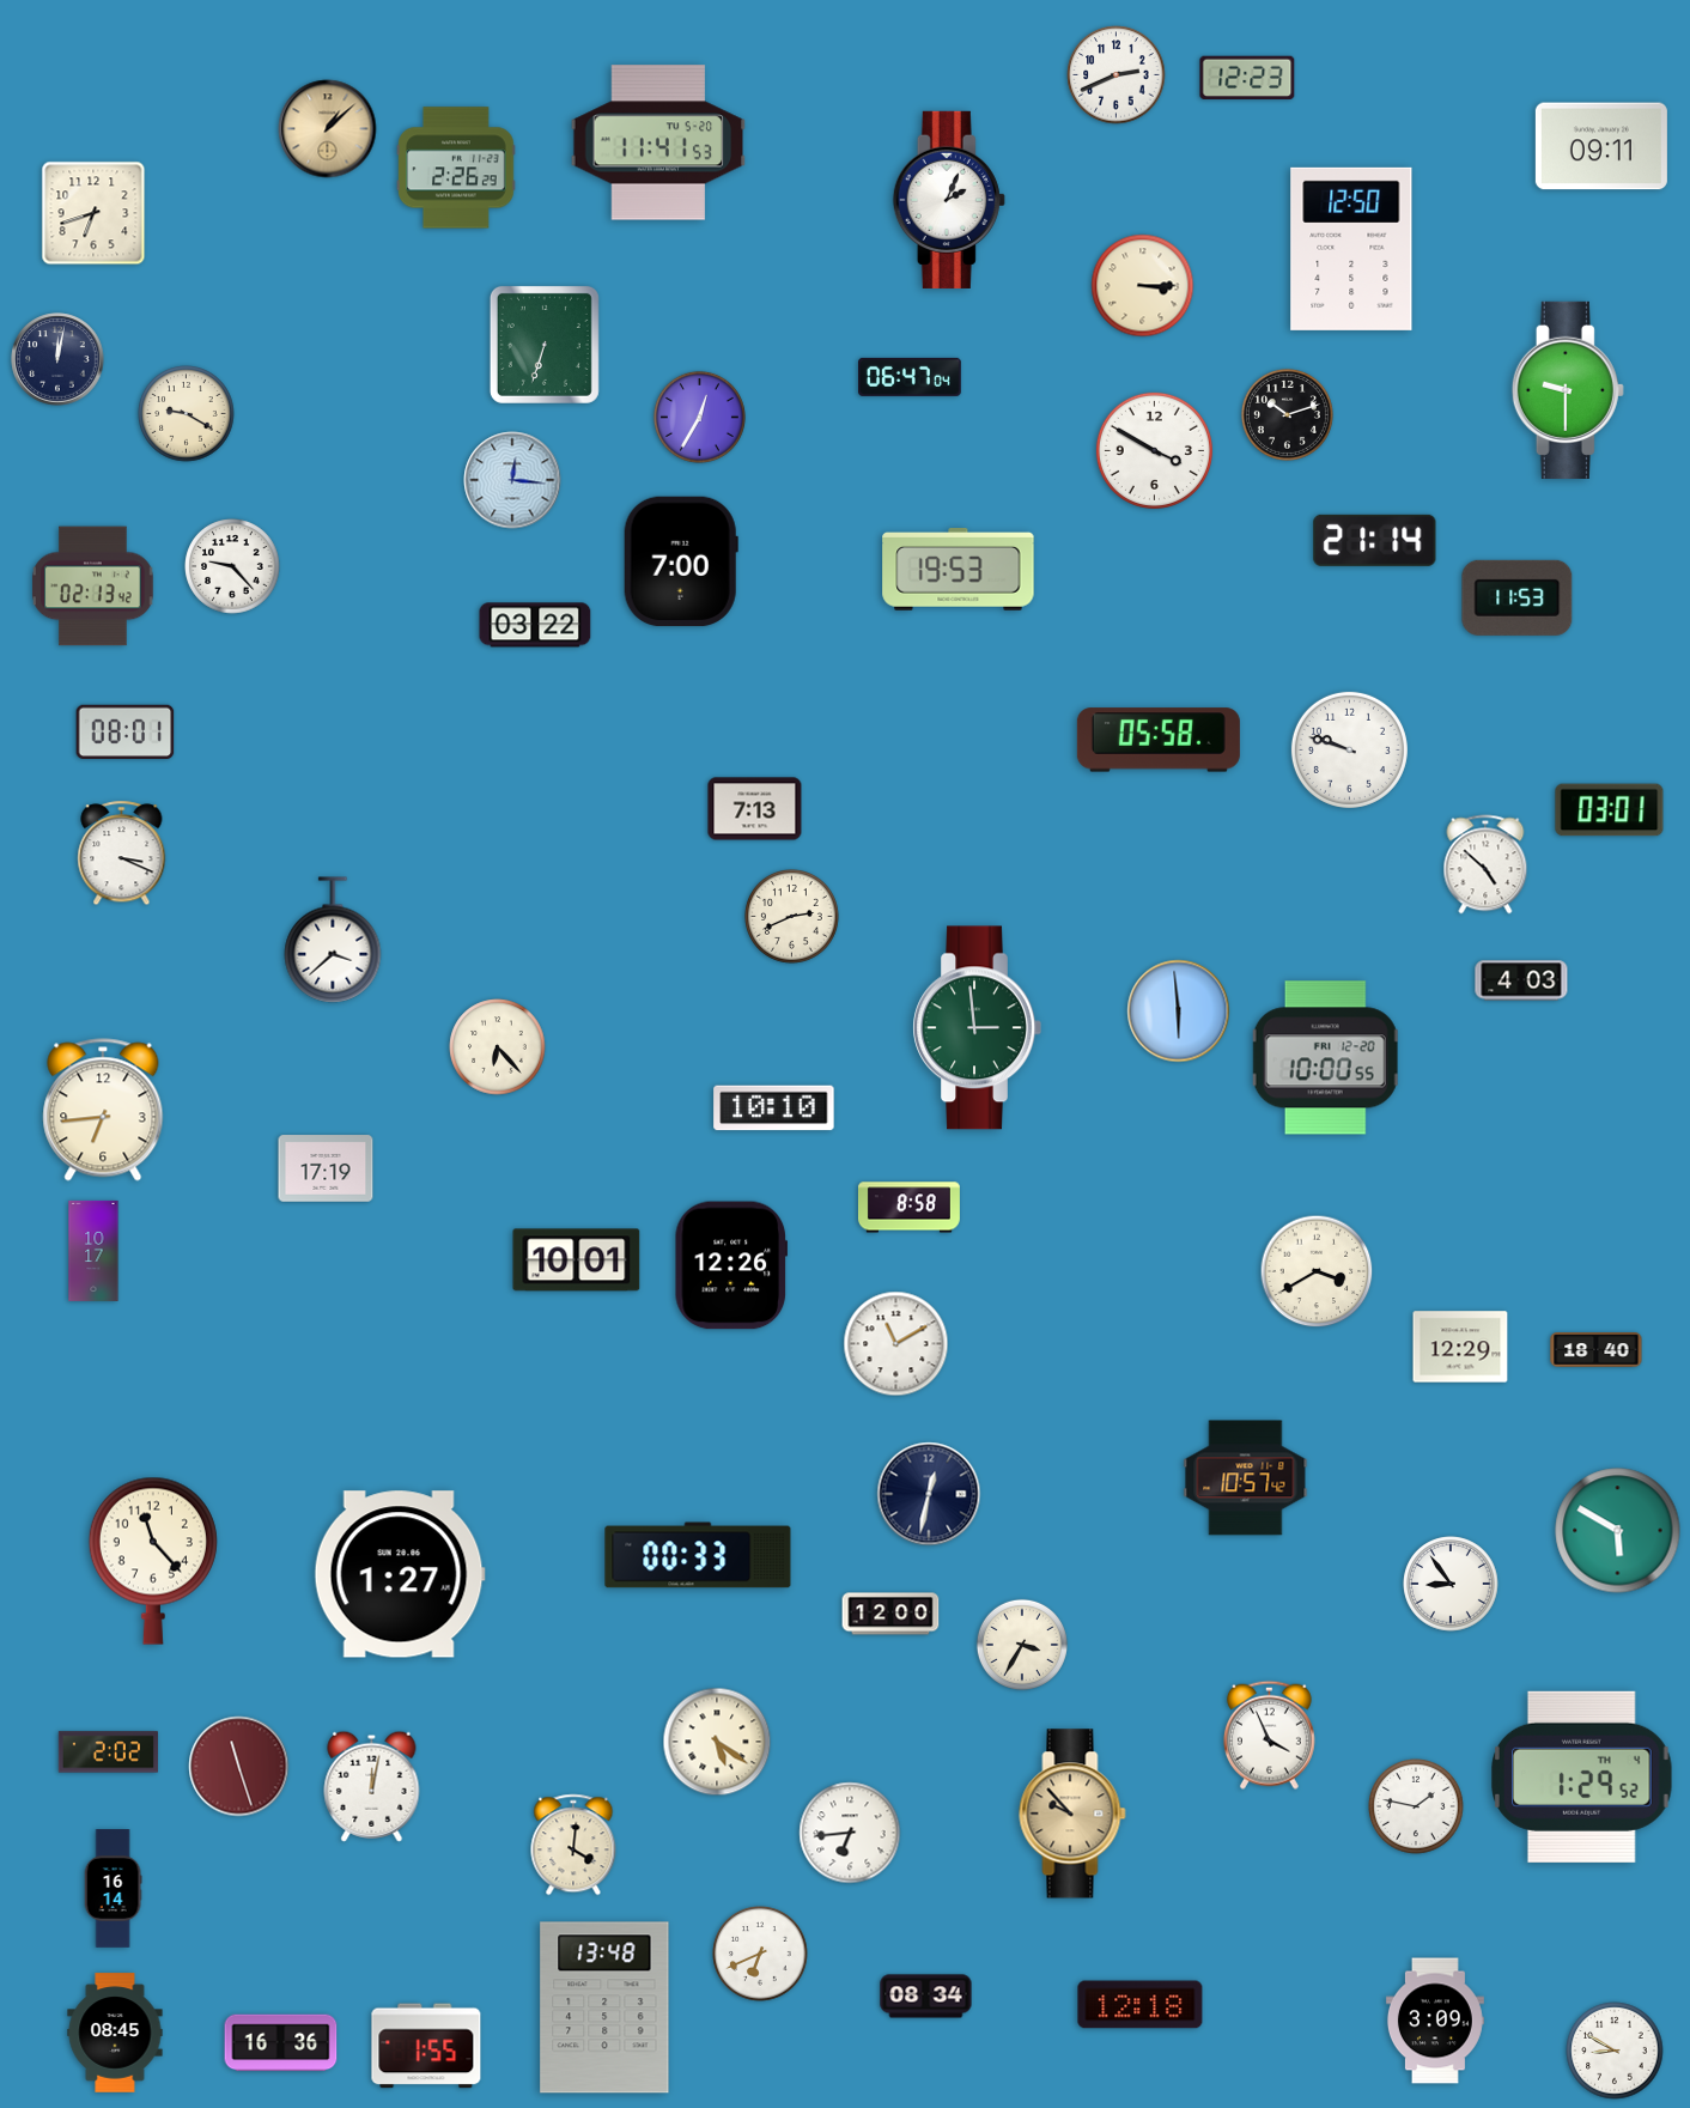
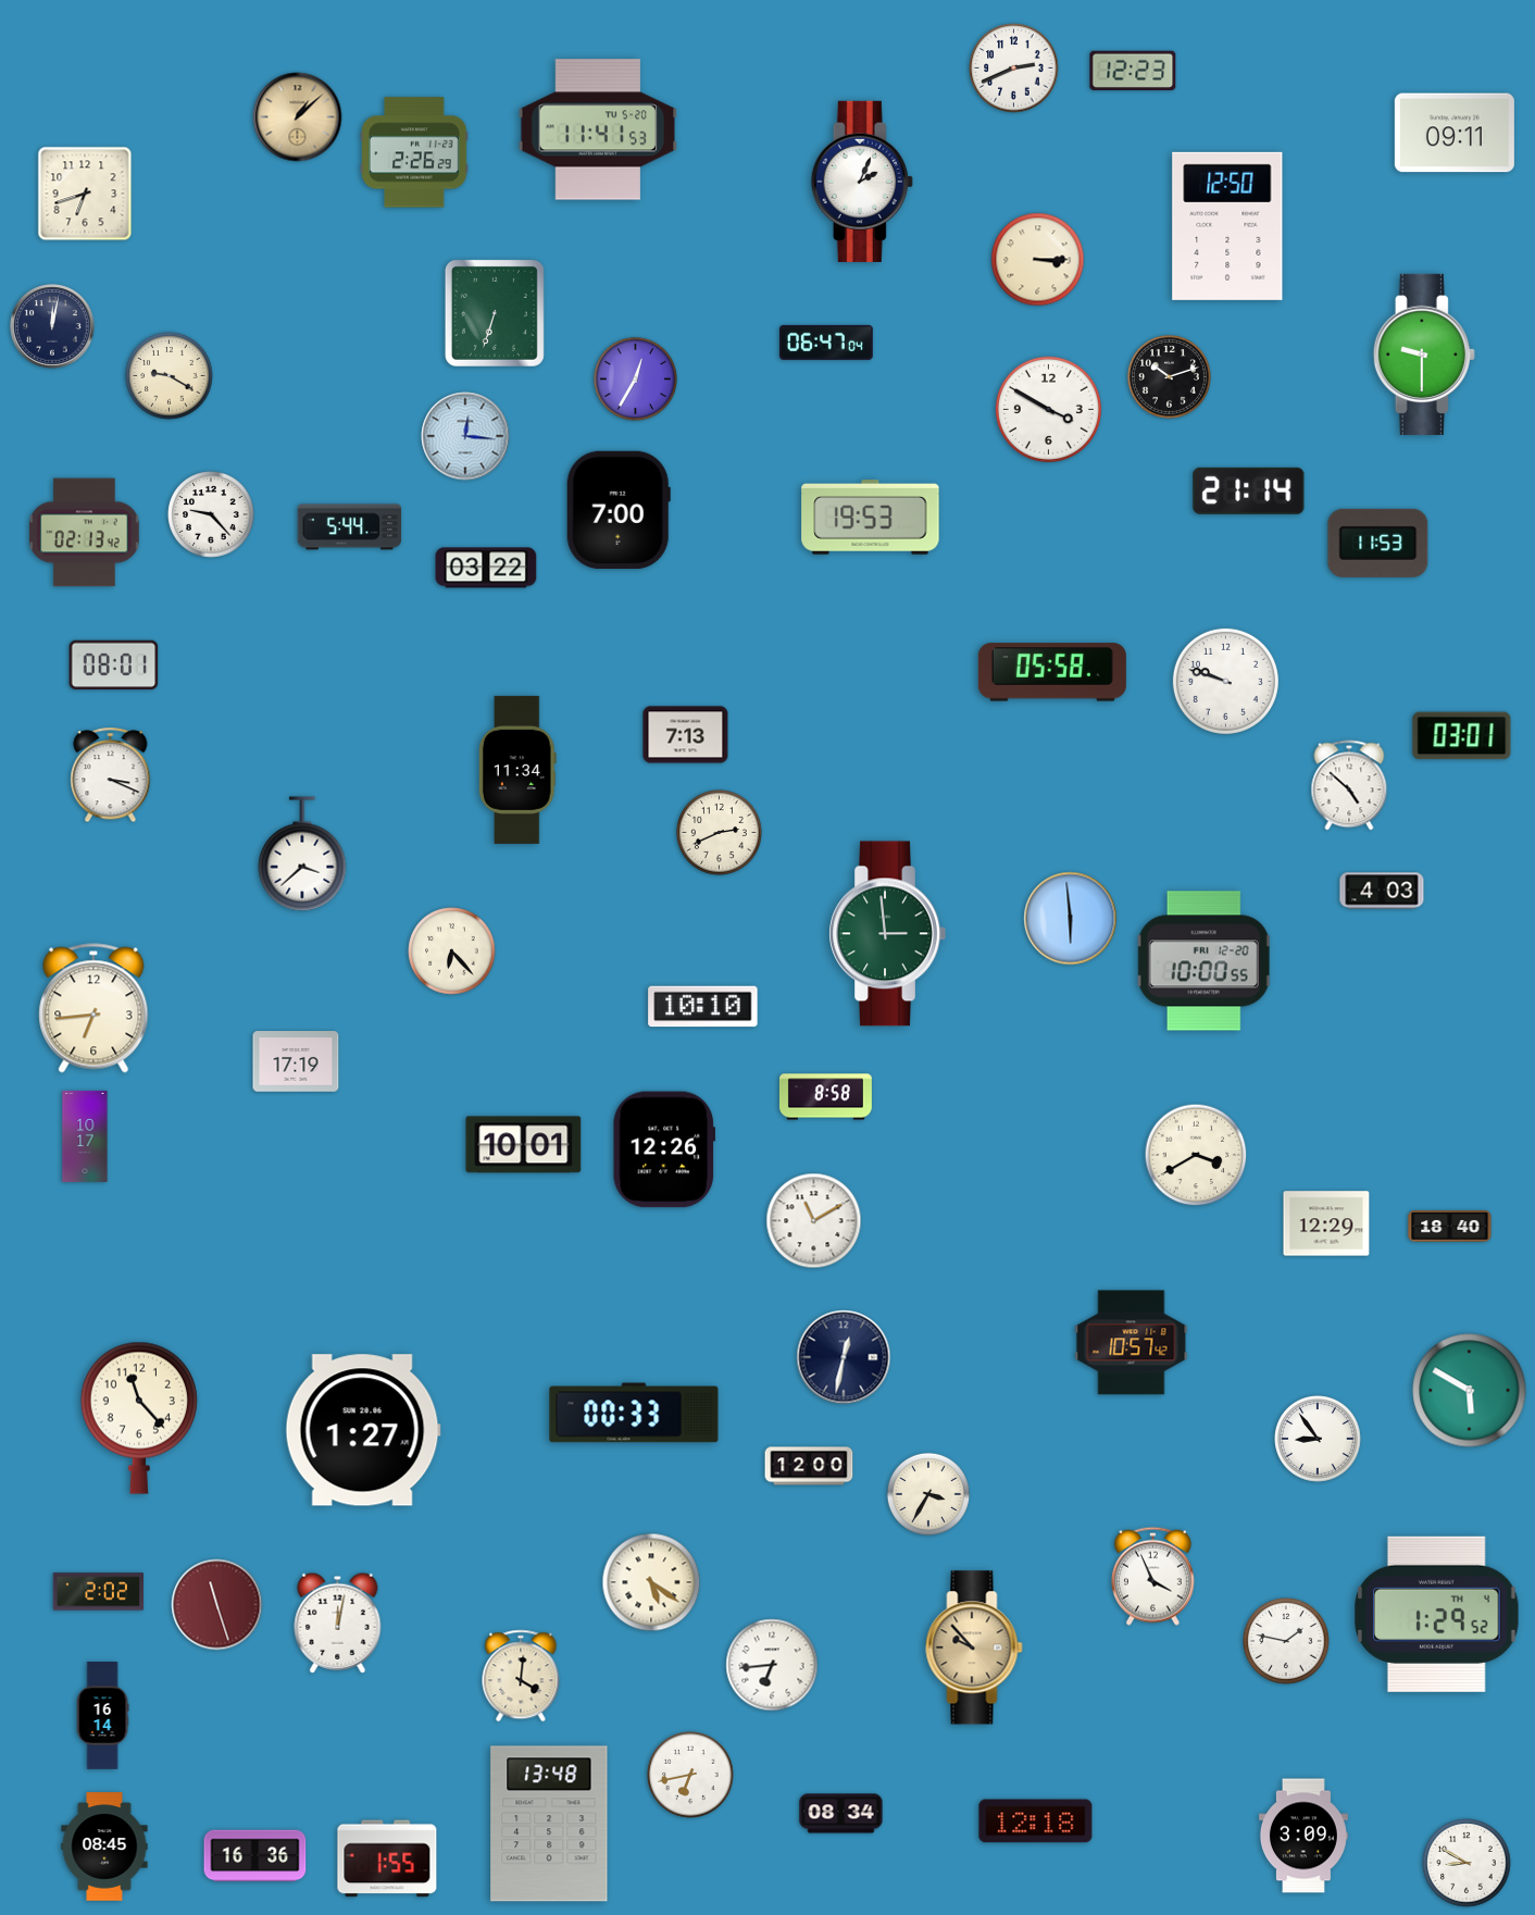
clock at (350, 527): none -> 5:44
clock at (517, 770): none -> 11:34
clock at (760, 1954): 6:41 -> 6:43
